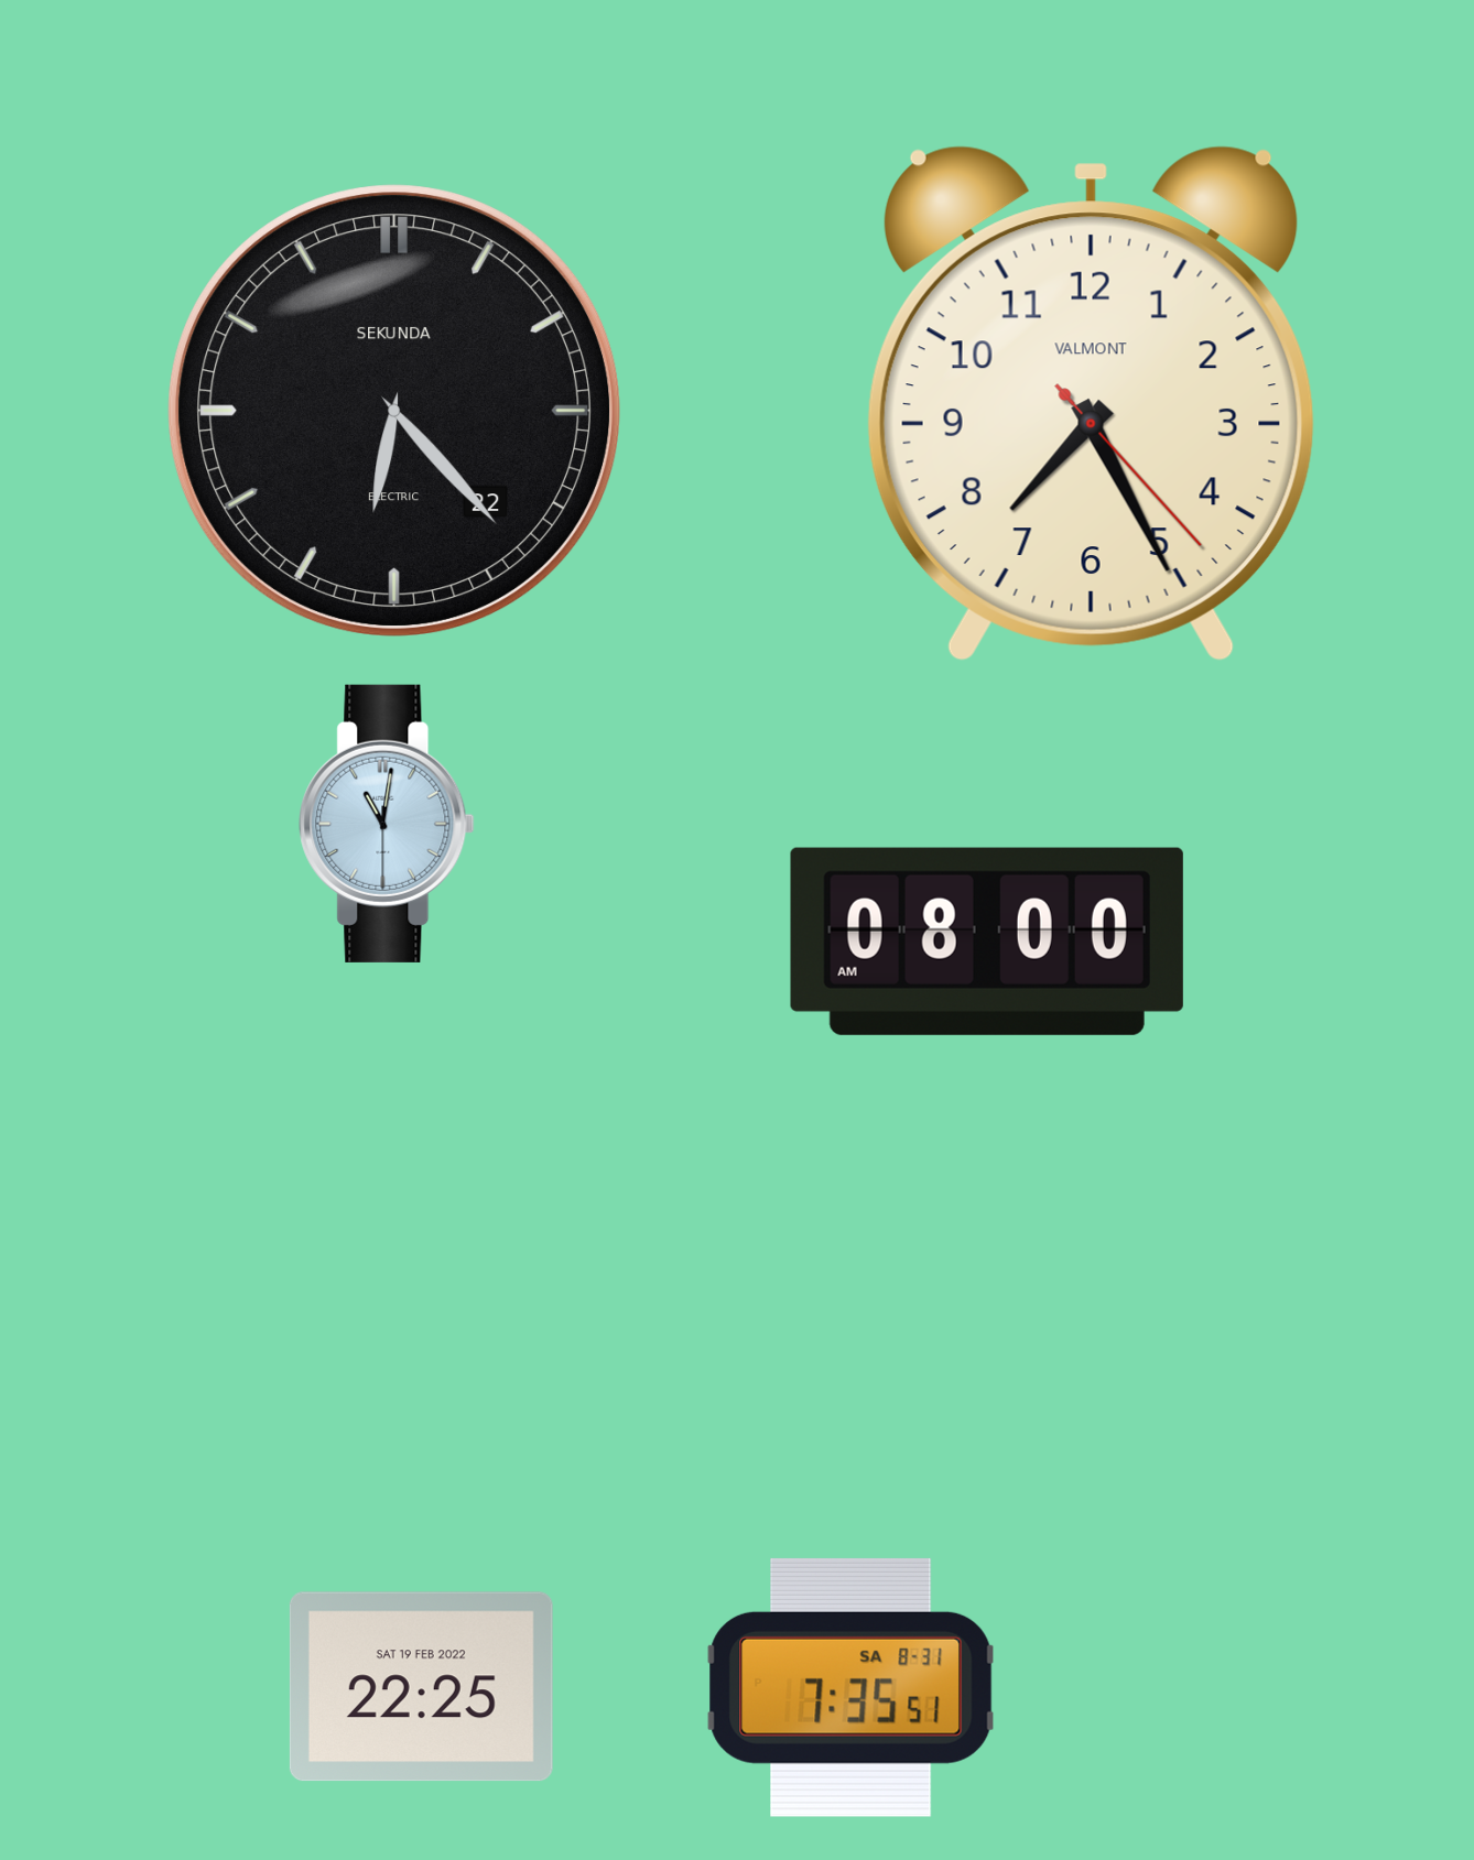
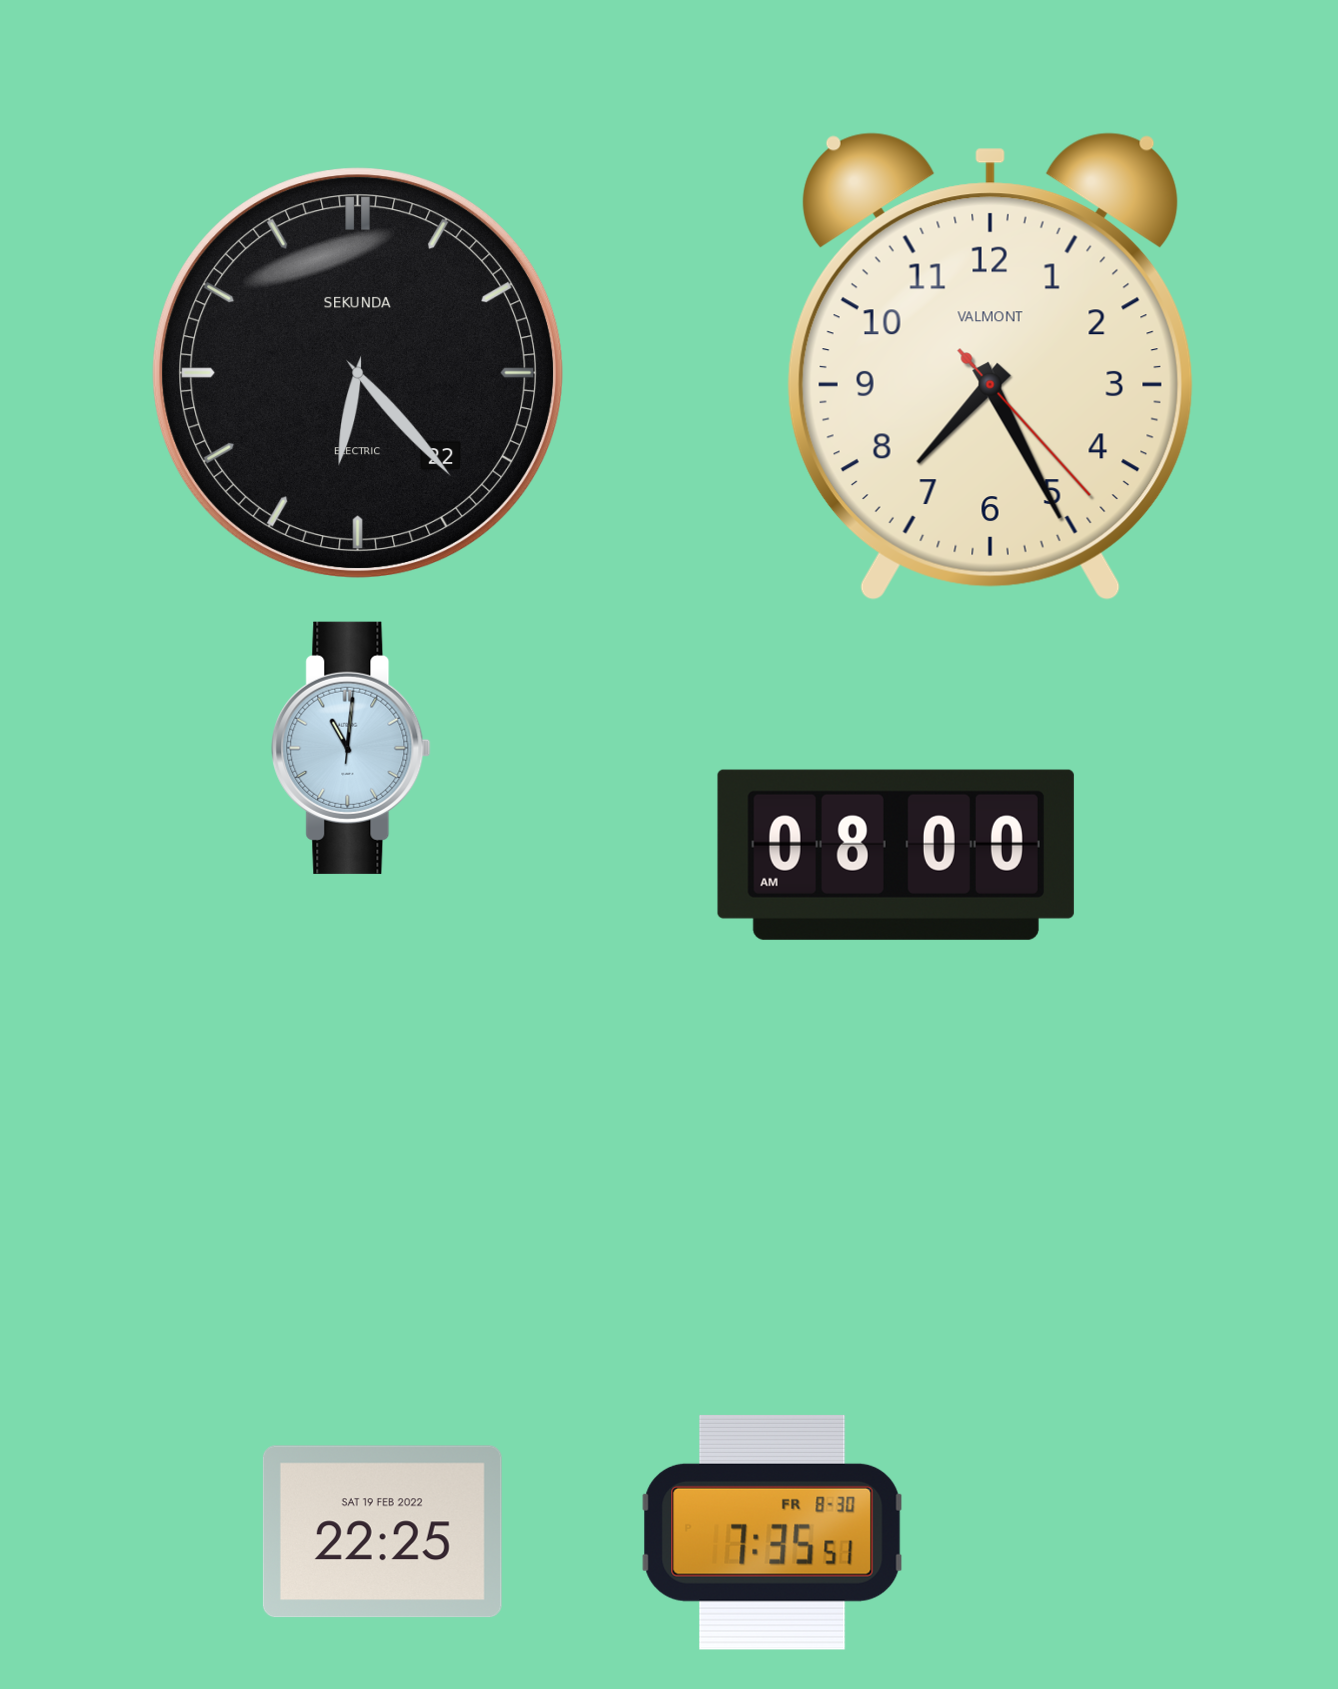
clock at (387, 824): 11:01:30 -> 11:01:01
clock at (850, 1687) date: SA 8-31 -> FR 8-30
